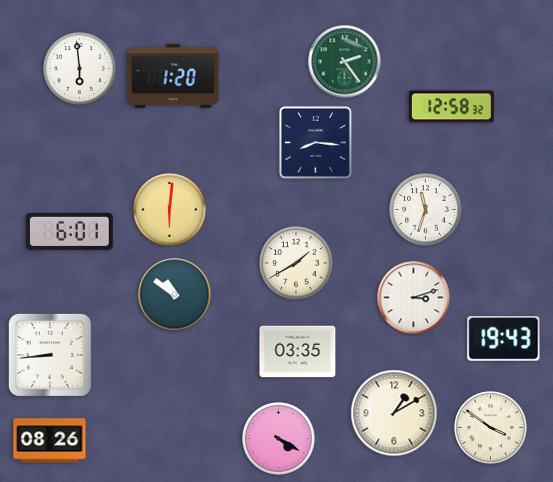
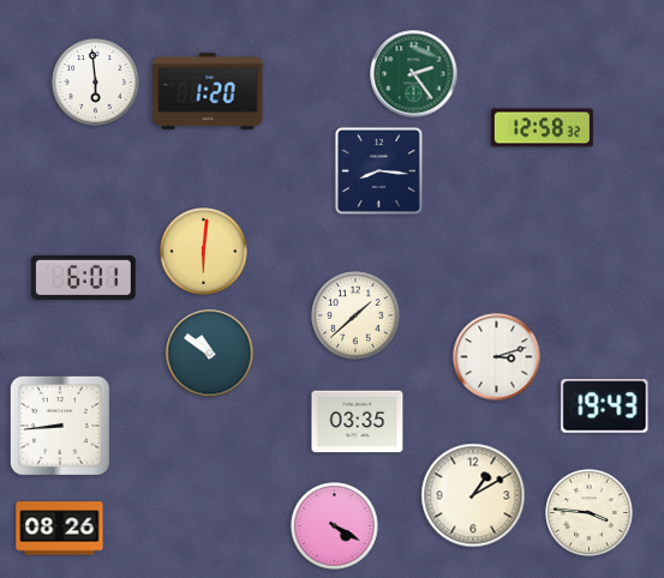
clock at (426, 210): 11:33 -> none
clock at (296, 263): 1:40 -> 1:38
clock at (491, 428): 3:51 -> 3:46
